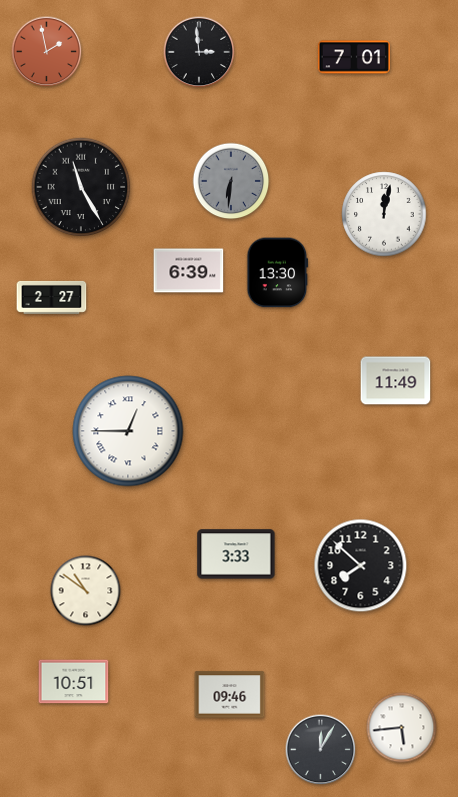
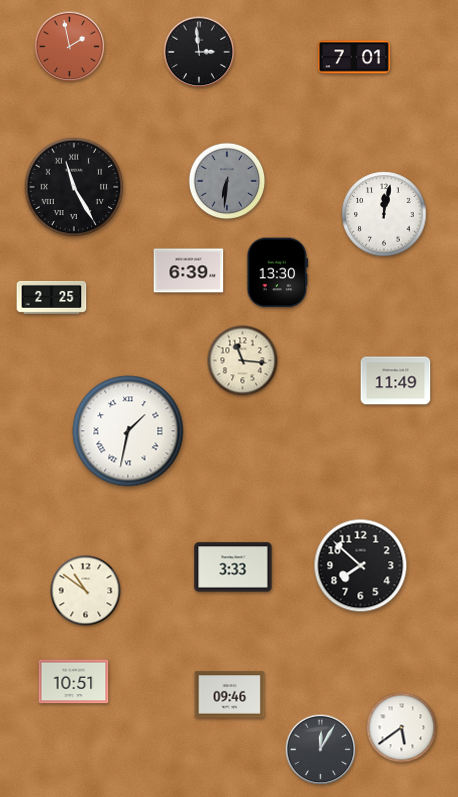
clock at (47, 52) position: (47, 52) -> (70, 47)
clock at (231, 181) position: (231, 181) -> (227, 181)
clock at (81, 187) position: (81, 187) -> (74, 187)
clock at (52, 297): 2:27 -> 2:25
clock at (243, 361): none -> 11:16
clock at (128, 431): 12:45 -> 1:32
clock at (236, 554) position: (236, 554) -> (233, 567)
clock at (402, 728): 5:44 -> 5:39
